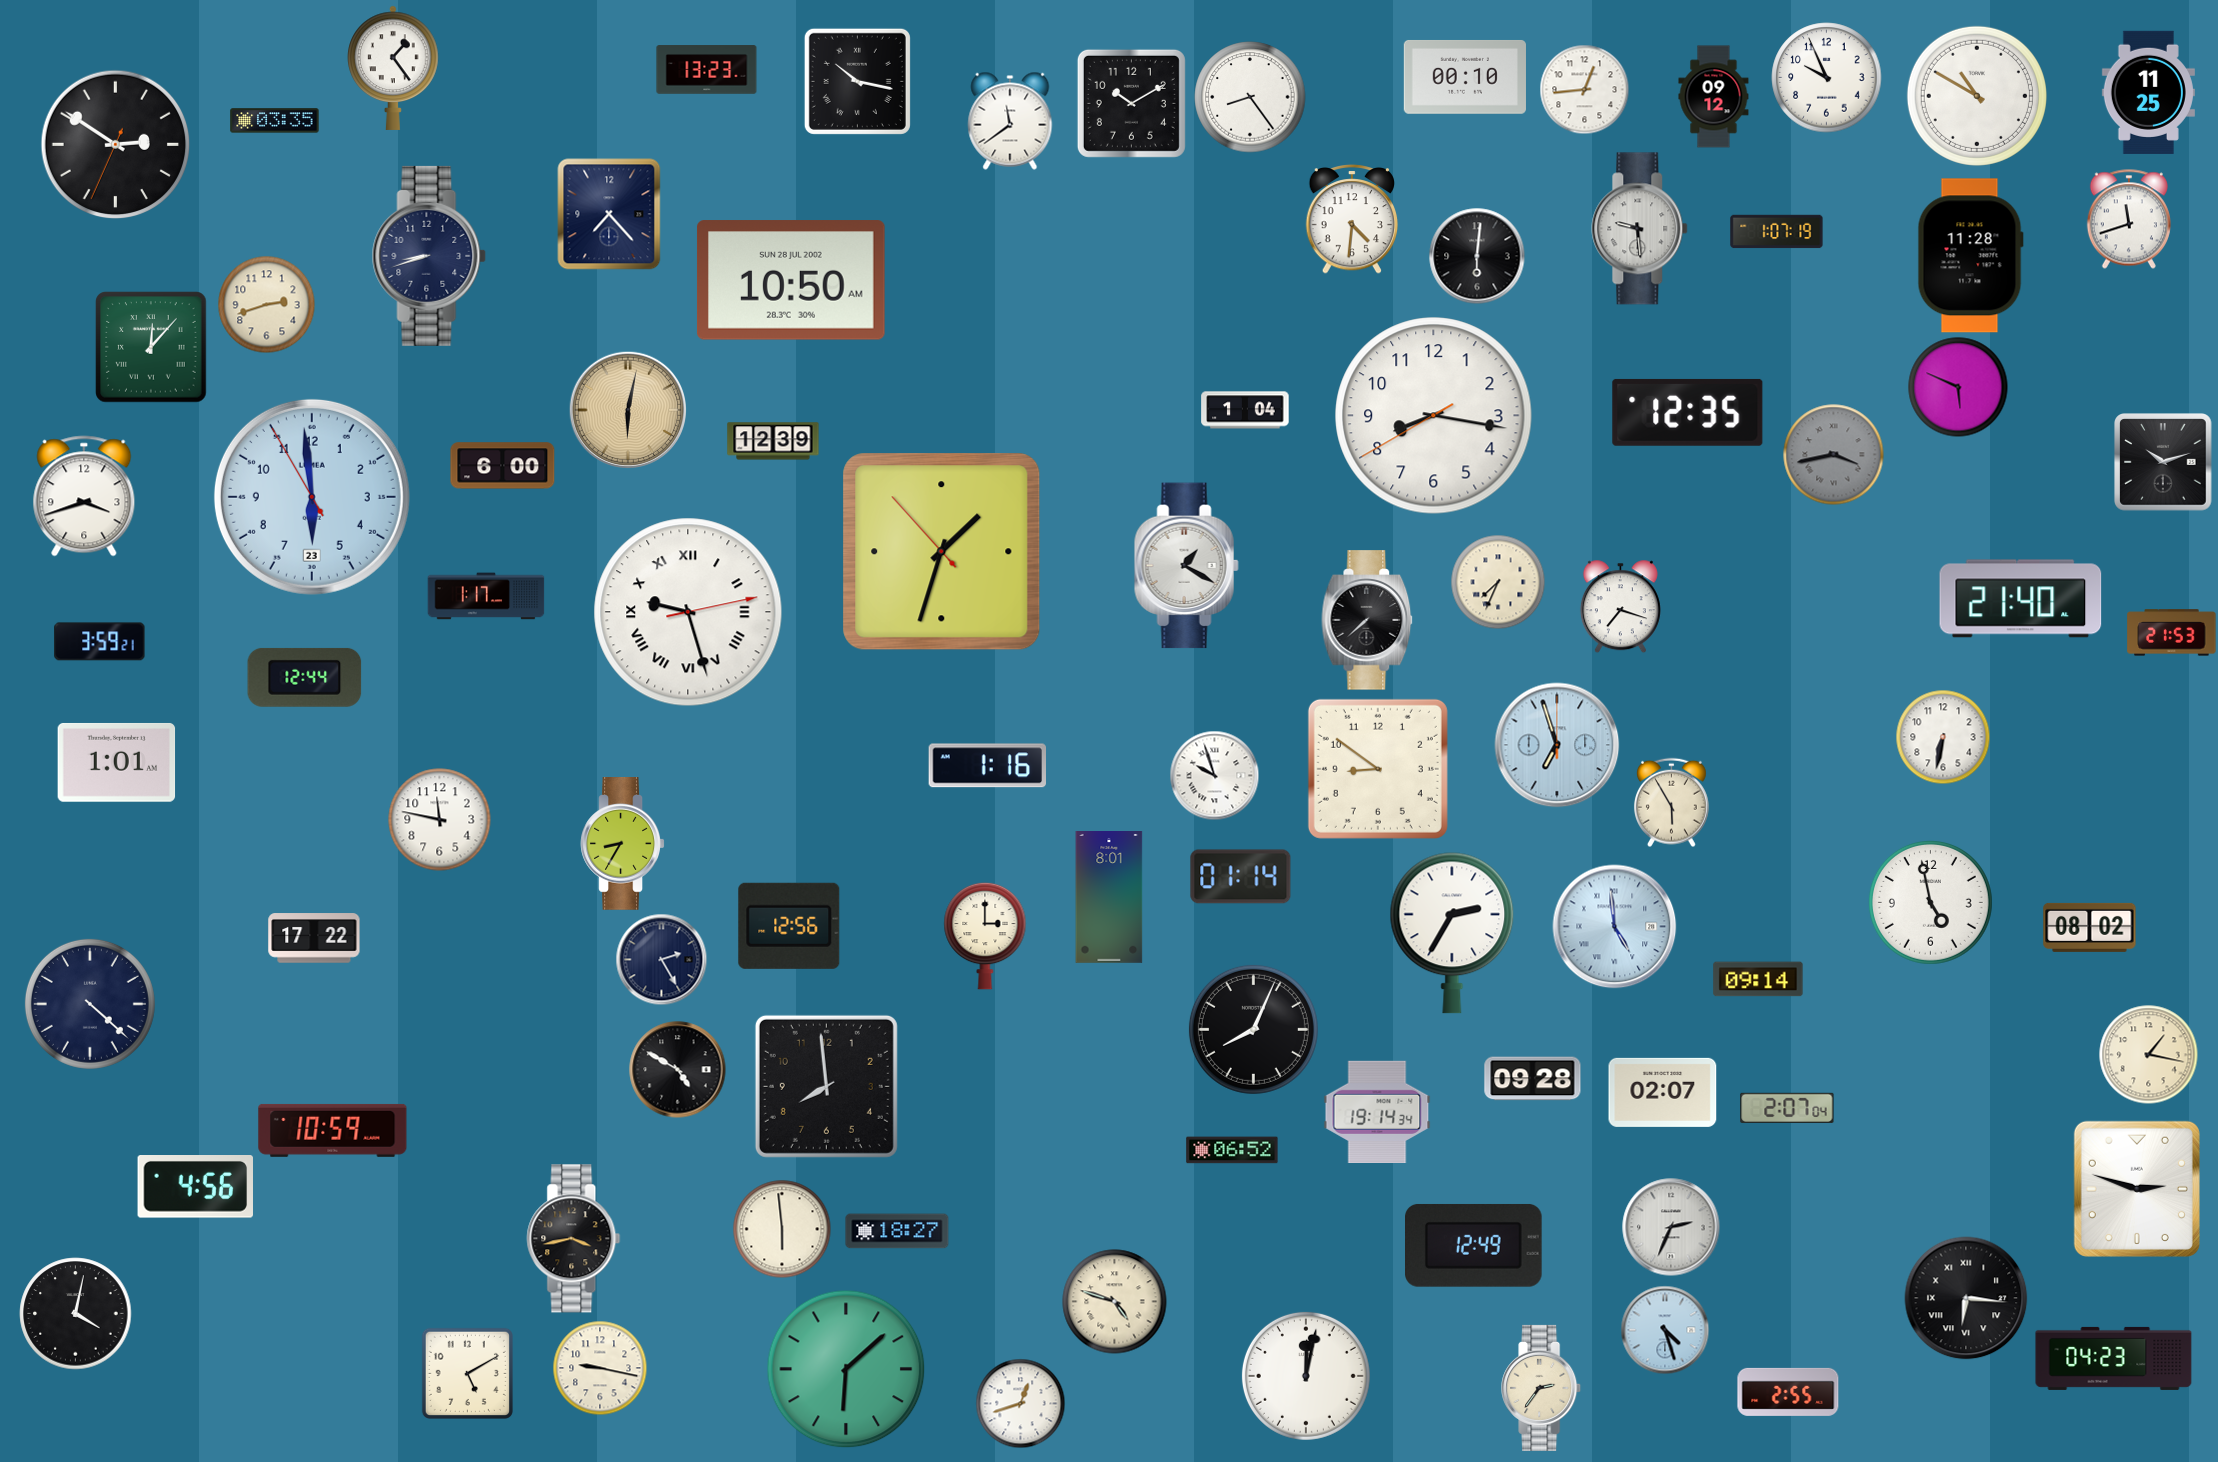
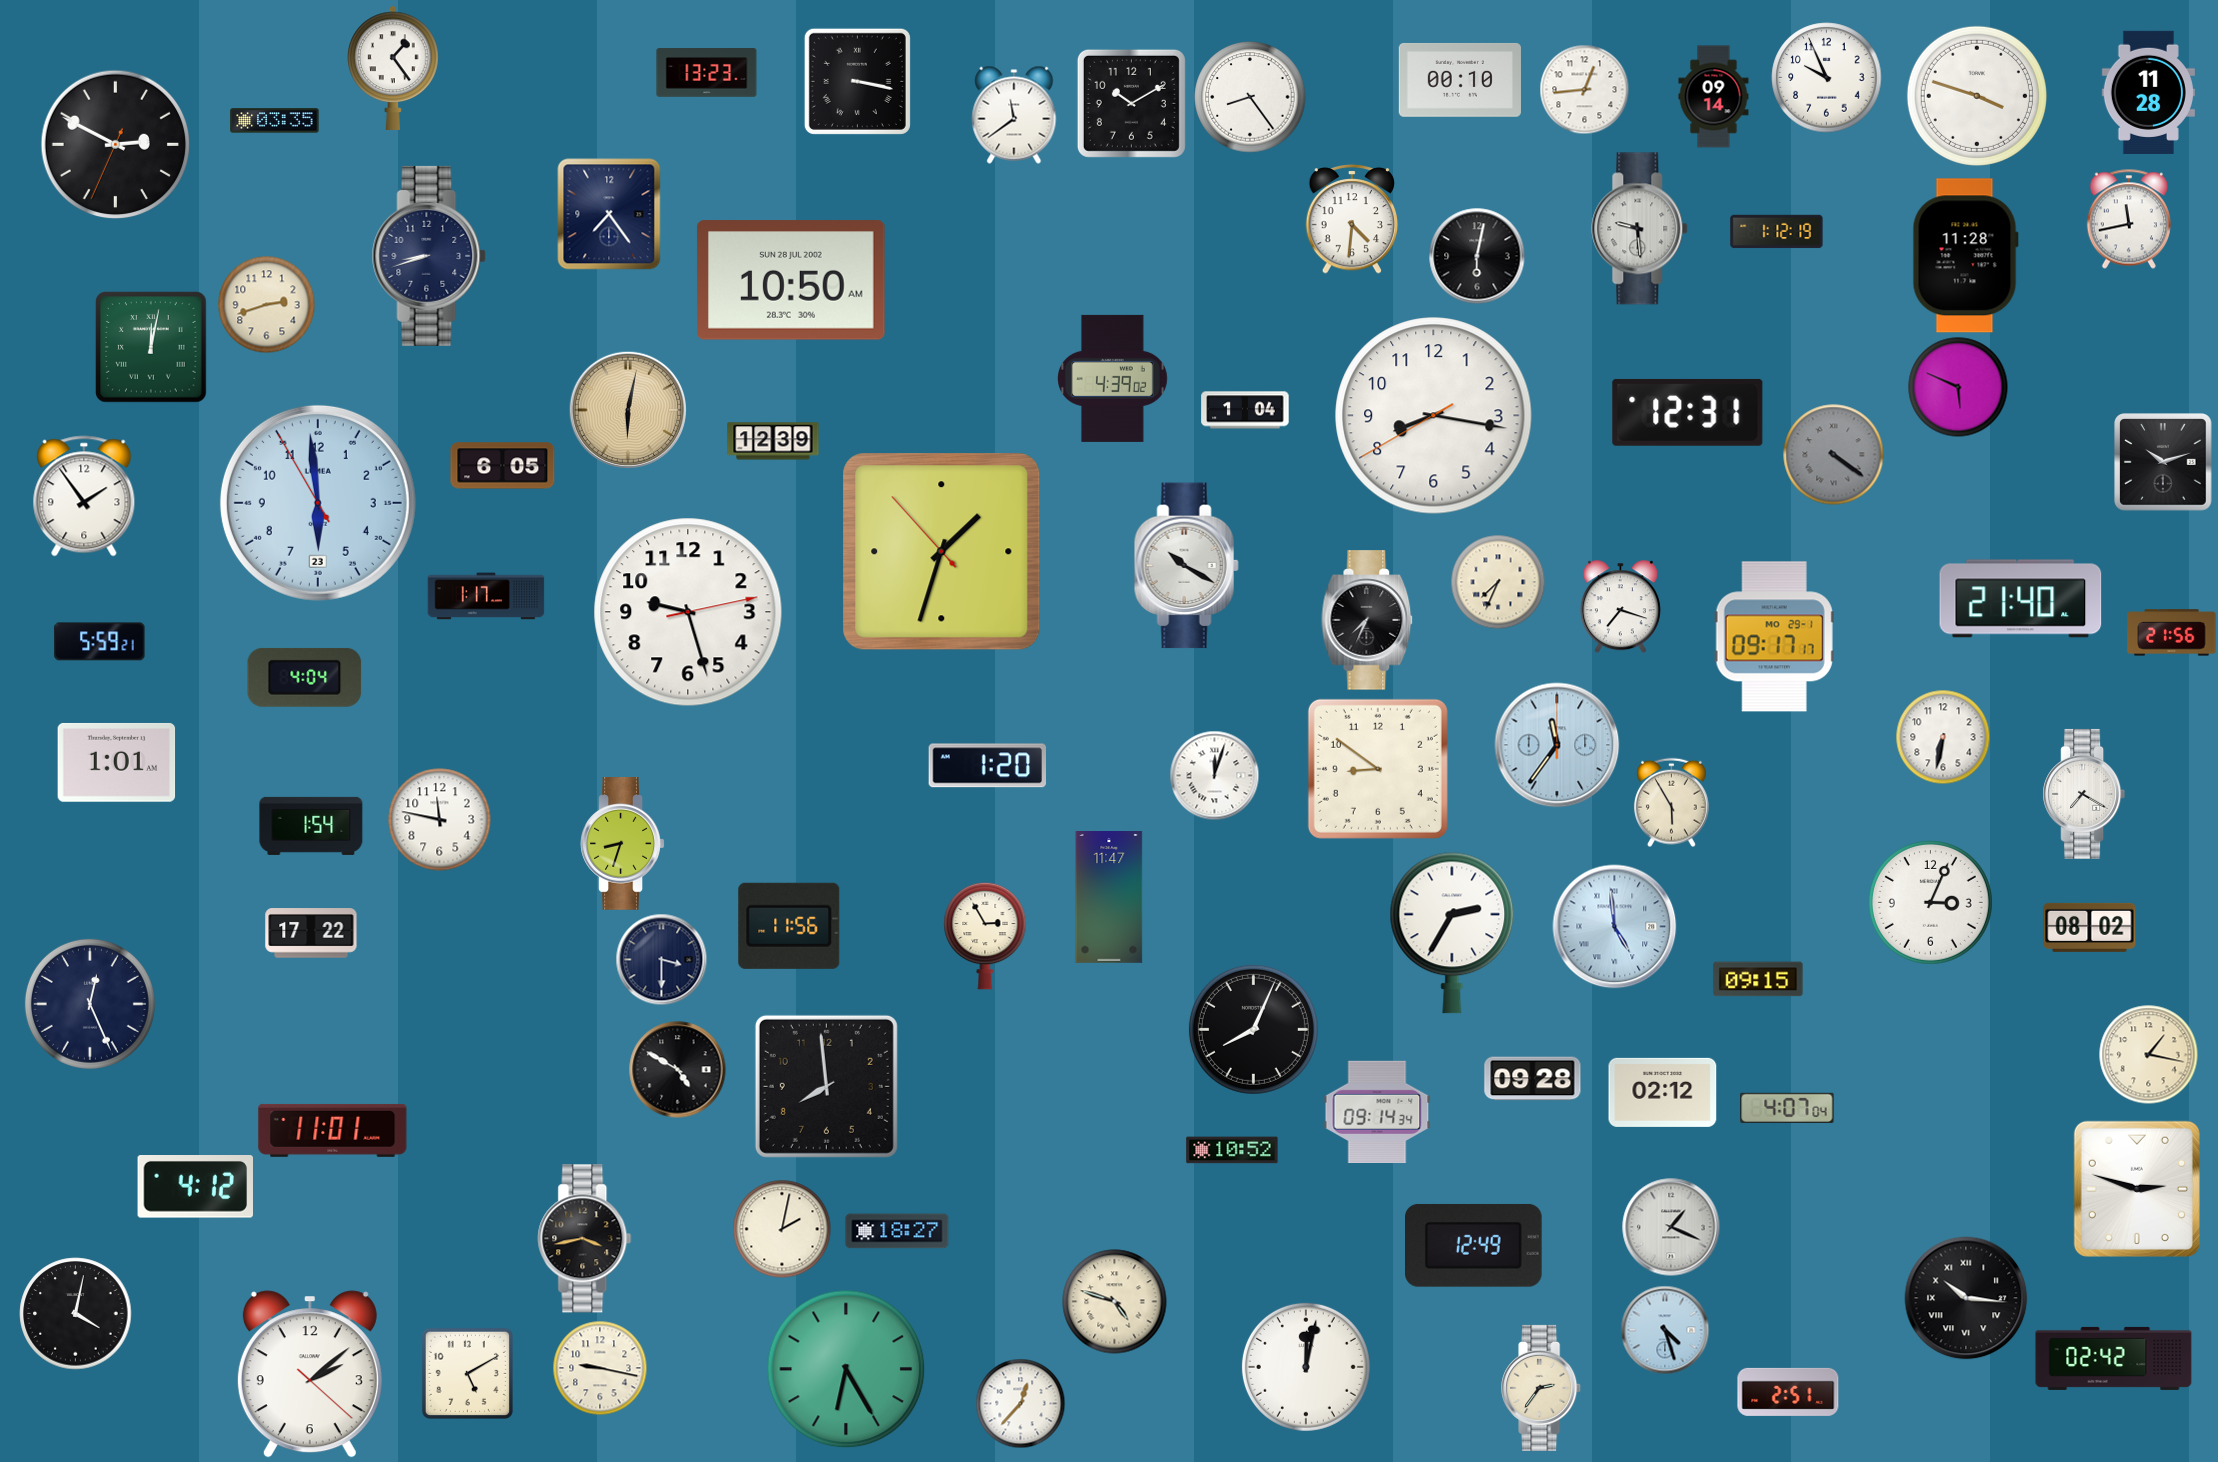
clock at (707, 70) position: (707, 70) -> (707, 73)
clock at (1465, 77) position: (1465, 77) -> (1460, 80)
clock at (857, 81): 10:17 -> 3:17
clock at (2148, 92): 11:25 -> 11:28
clock at (1977, 96): 10:50 -> 3:48
clock at (1714, 97): 09:12 -> 09:14
clock at (1010, 121) position: (1010, 121) -> (1014, 115)
clock at (116, 145): 2:50 -> 2:49
clock at (609, 214): 7:23 -> 7:24
clock at (2129, 219): 11:42 -> 11:43
clock at (1777, 232): 1:07 -> 1:12
clock at (1477, 256): 6:01 -> 6:02
clock at (1970, 256) position: (1970, 256) -> (1965, 256)
clock at (151, 347): 12:07 -> 12:02
clock at (1113, 378): none -> 4:39
clock at (1688, 412): 12:35 -> 12:31
clock at (1834, 455): 3:43 -> 4:21
clock at (503, 466): 6:00 -> 6:05
clock at (84, 496): 3:42 -> 1:54
clock at (312, 497) position: (312, 497) -> (318, 503)
clock at (1186, 566): 1:20 -> 10:20
clock at (688, 612) numerals: Roman -> Arabic
clock at (1367, 620): 7:38 -> 7:34
clock at (2172, 633): 21:53 -> 21:56
clock at (1774, 637): none -> 09:17
clock at (100, 642): 3:59 -> 5:59
clock at (305, 677): 12:44 -> 4:04
clock at (1557, 745): 6:57 -> 11:36
clock at (988, 766): 1:16 -> 1:20
clock at (1214, 775): 9:57 -> 12:03
clock at (2084, 794): none -> 7:20
clock at (311, 826): none -> 1:54
clock at (623, 844): 8:35 -> 8:33
clock at (1241, 877): 01:14 -> none
clock at (1109, 898): 8:01 -> 11:47
clock at (1930, 902): 4:58 -> 3:04
clock at (789, 926): 12:56 -> 11:56
clock at (985, 936): 3:00 -> 2:55
clock at (314, 938) position: (314, 938) -> (311, 933)
clock at (661, 959): 2:25 -> 3:30
clock at (1758, 979): 09:14 -> 09:15
clock at (90, 1004): 4:22 -> 12:26
clock at (1663, 1092): 02:07 -> 02:12
clock at (1787, 1108): 2:07 -> 4:07
clock at (1377, 1111): 19:14 -> 09:14
clock at (333, 1130): 10:59 -> 11:01
clock at (1232, 1150): 06:52 -> 10:52
clock at (196, 1187): 4:56 -> 4:12
clock at (1671, 1227): 2:34 -> 1:19
clock at (782, 1229): 5:59 -> 2:02
clock at (574, 1239) position: (574, 1239) -> (585, 1239)
clock at (1966, 1298): 6:16 -> 10:16
clock at (2114, 1358): 04:23 -> 02:42
clock at (846, 1369): 6:08 -> 6:25
clock at (310, 1374): none -> 2:08
clock at (1306, 1376) position: (1306, 1376) -> (1306, 1367)
clock at (1788, 1392): 2:55 -> 2:51
clock at (1020, 1403): 12:42 -> 12:37
